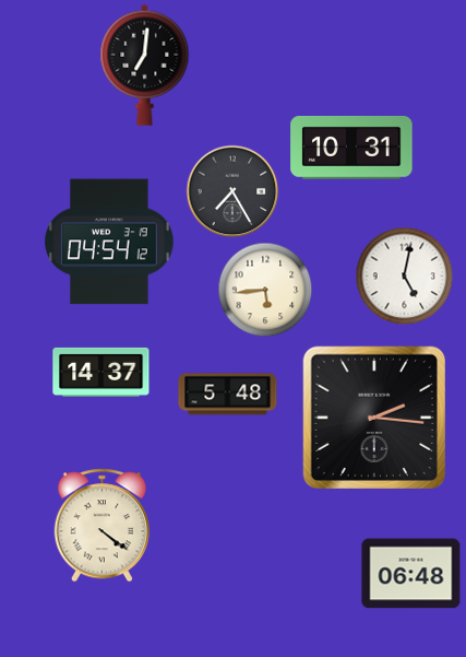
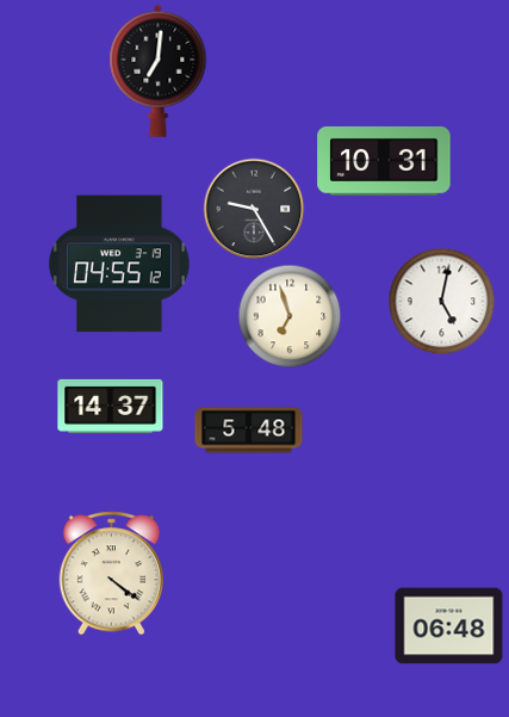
clock at (232, 191): 7:25 -> 9:25
clock at (110, 242): 04:54 -> 04:55
clock at (265, 290): 5:44 -> 6:57
clock at (373, 417): 2:16 -> none
